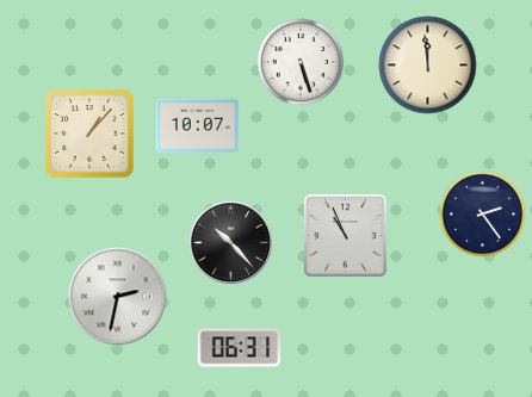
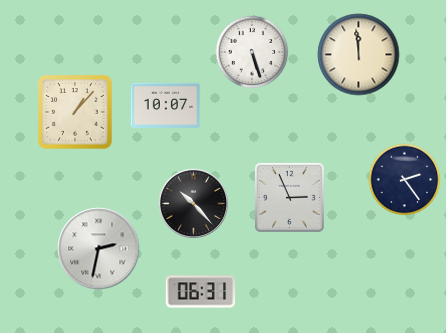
clock at (345, 235): 10:56 -> 2:56
